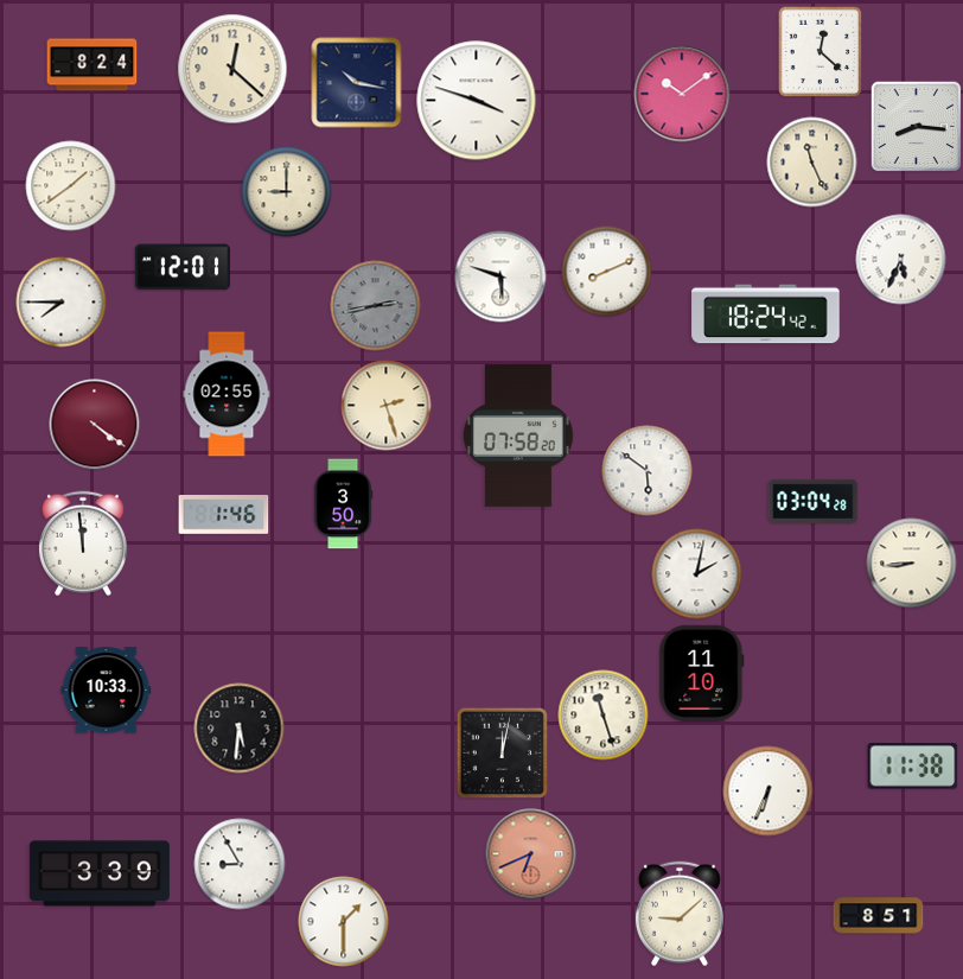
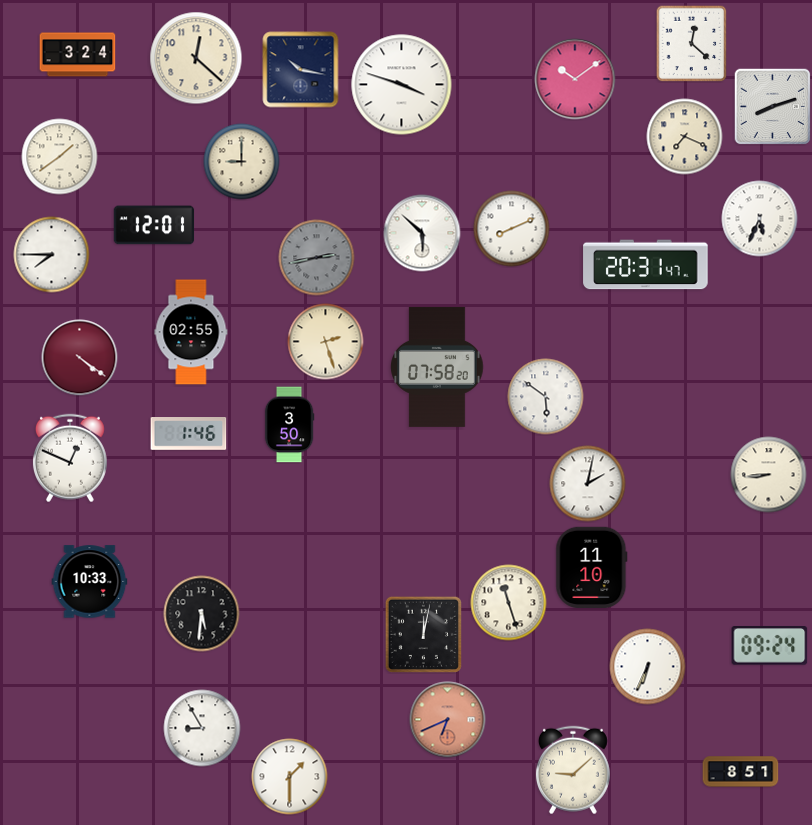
clock at (93, 65): 8:24 -> 3:24
clock at (916, 126): 8:16 -> 8:12
clock at (812, 163): 11:26 -> 7:19
clock at (500, 276): 5:48 -> 5:52
clock at (766, 314): 18:24 -> 20:31
clock at (814, 501): 03:04 -> none
clock at (83, 543): 11:59 -> 12:49
clock at (913, 767): 11:38 -> 09:24
clock at (100, 873): 3:39 -> none
